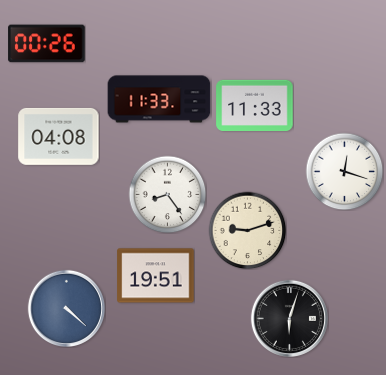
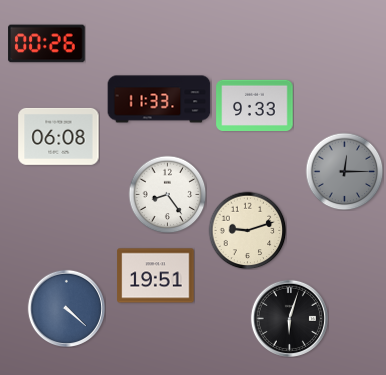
clock at (255, 105): 11:33 -> 9:33
clock at (59, 136): 04:08 -> 06:08
clock at (344, 171): 12:18 -> 12:15
clock at (344, 171) dial: white -> grey
